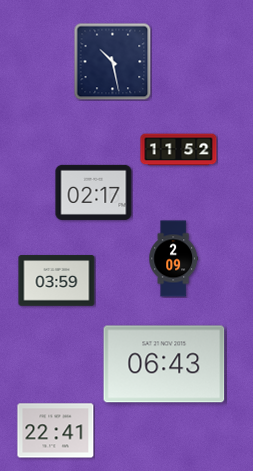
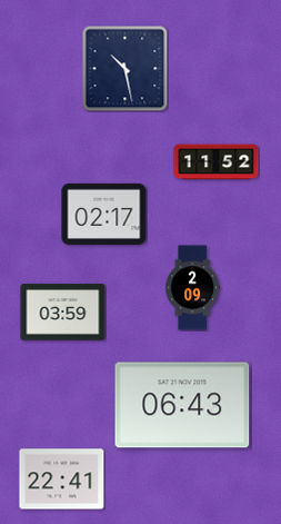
clock at (179, 150) position: (179, 150) -> (217, 162)
